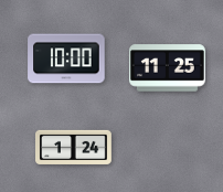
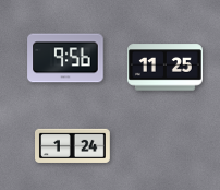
clock at (66, 58): 10:00 -> 9:56
